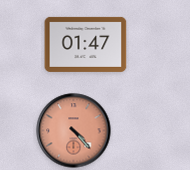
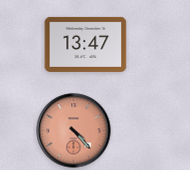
clock at (86, 44): 01:47 -> 13:47
